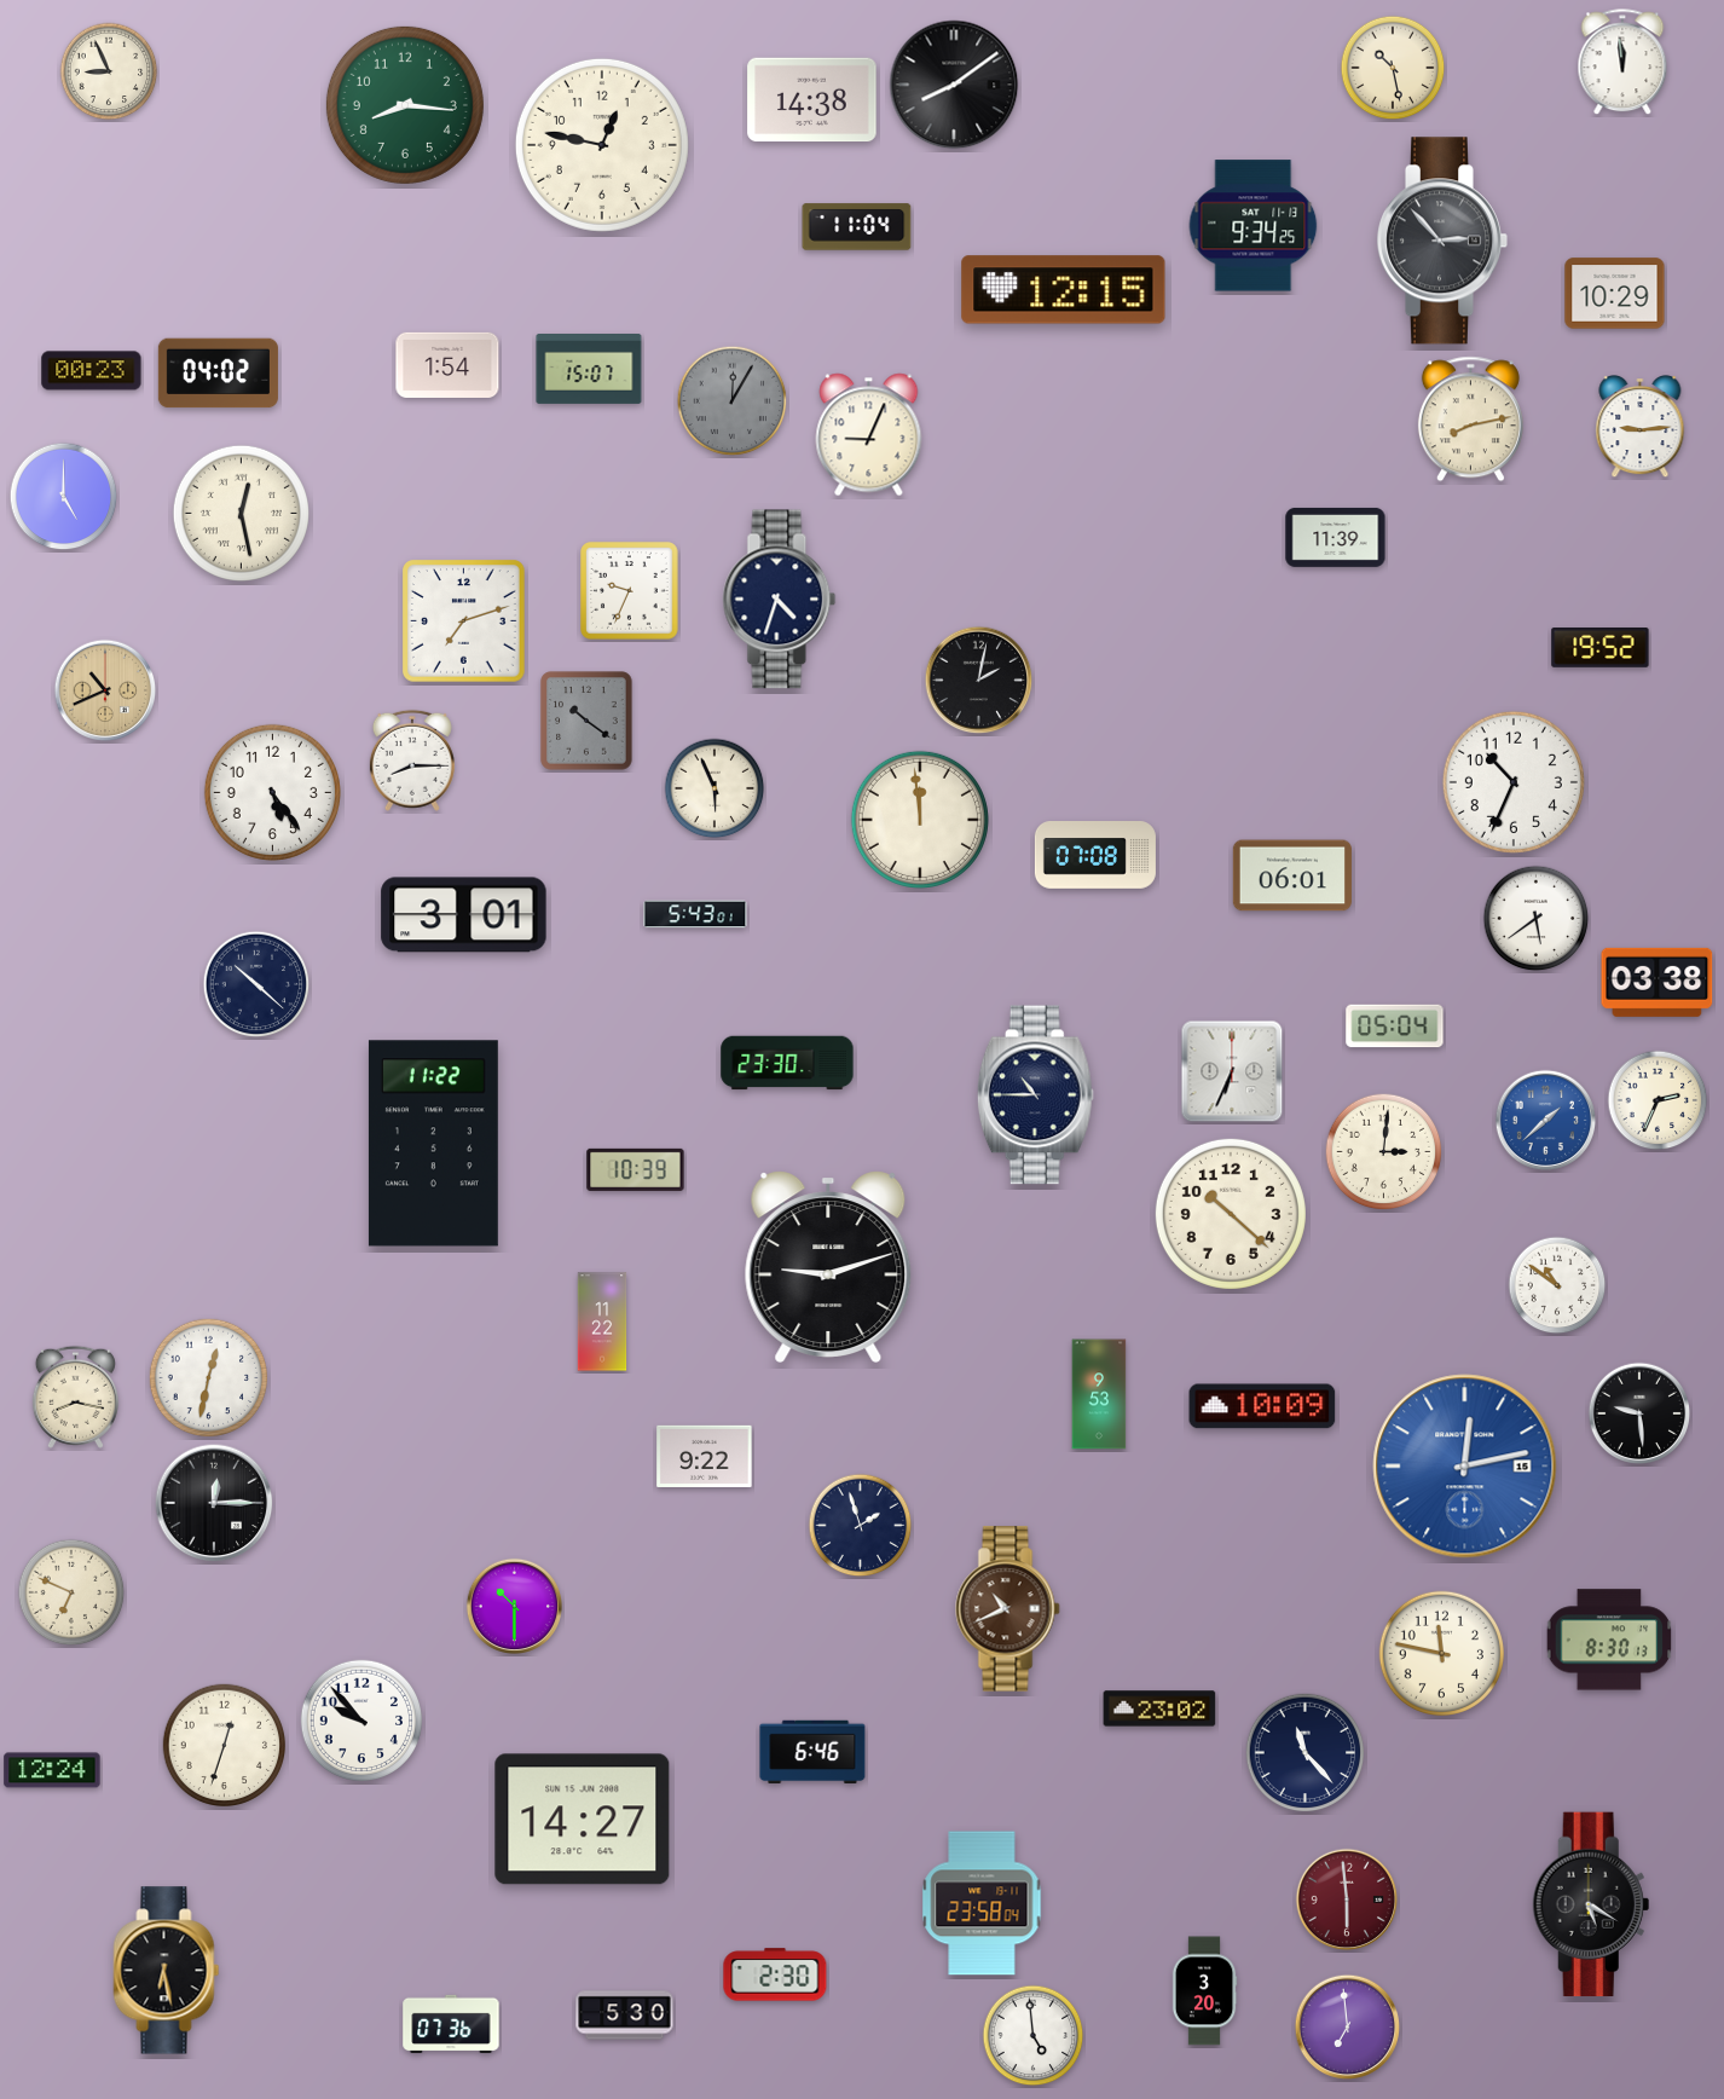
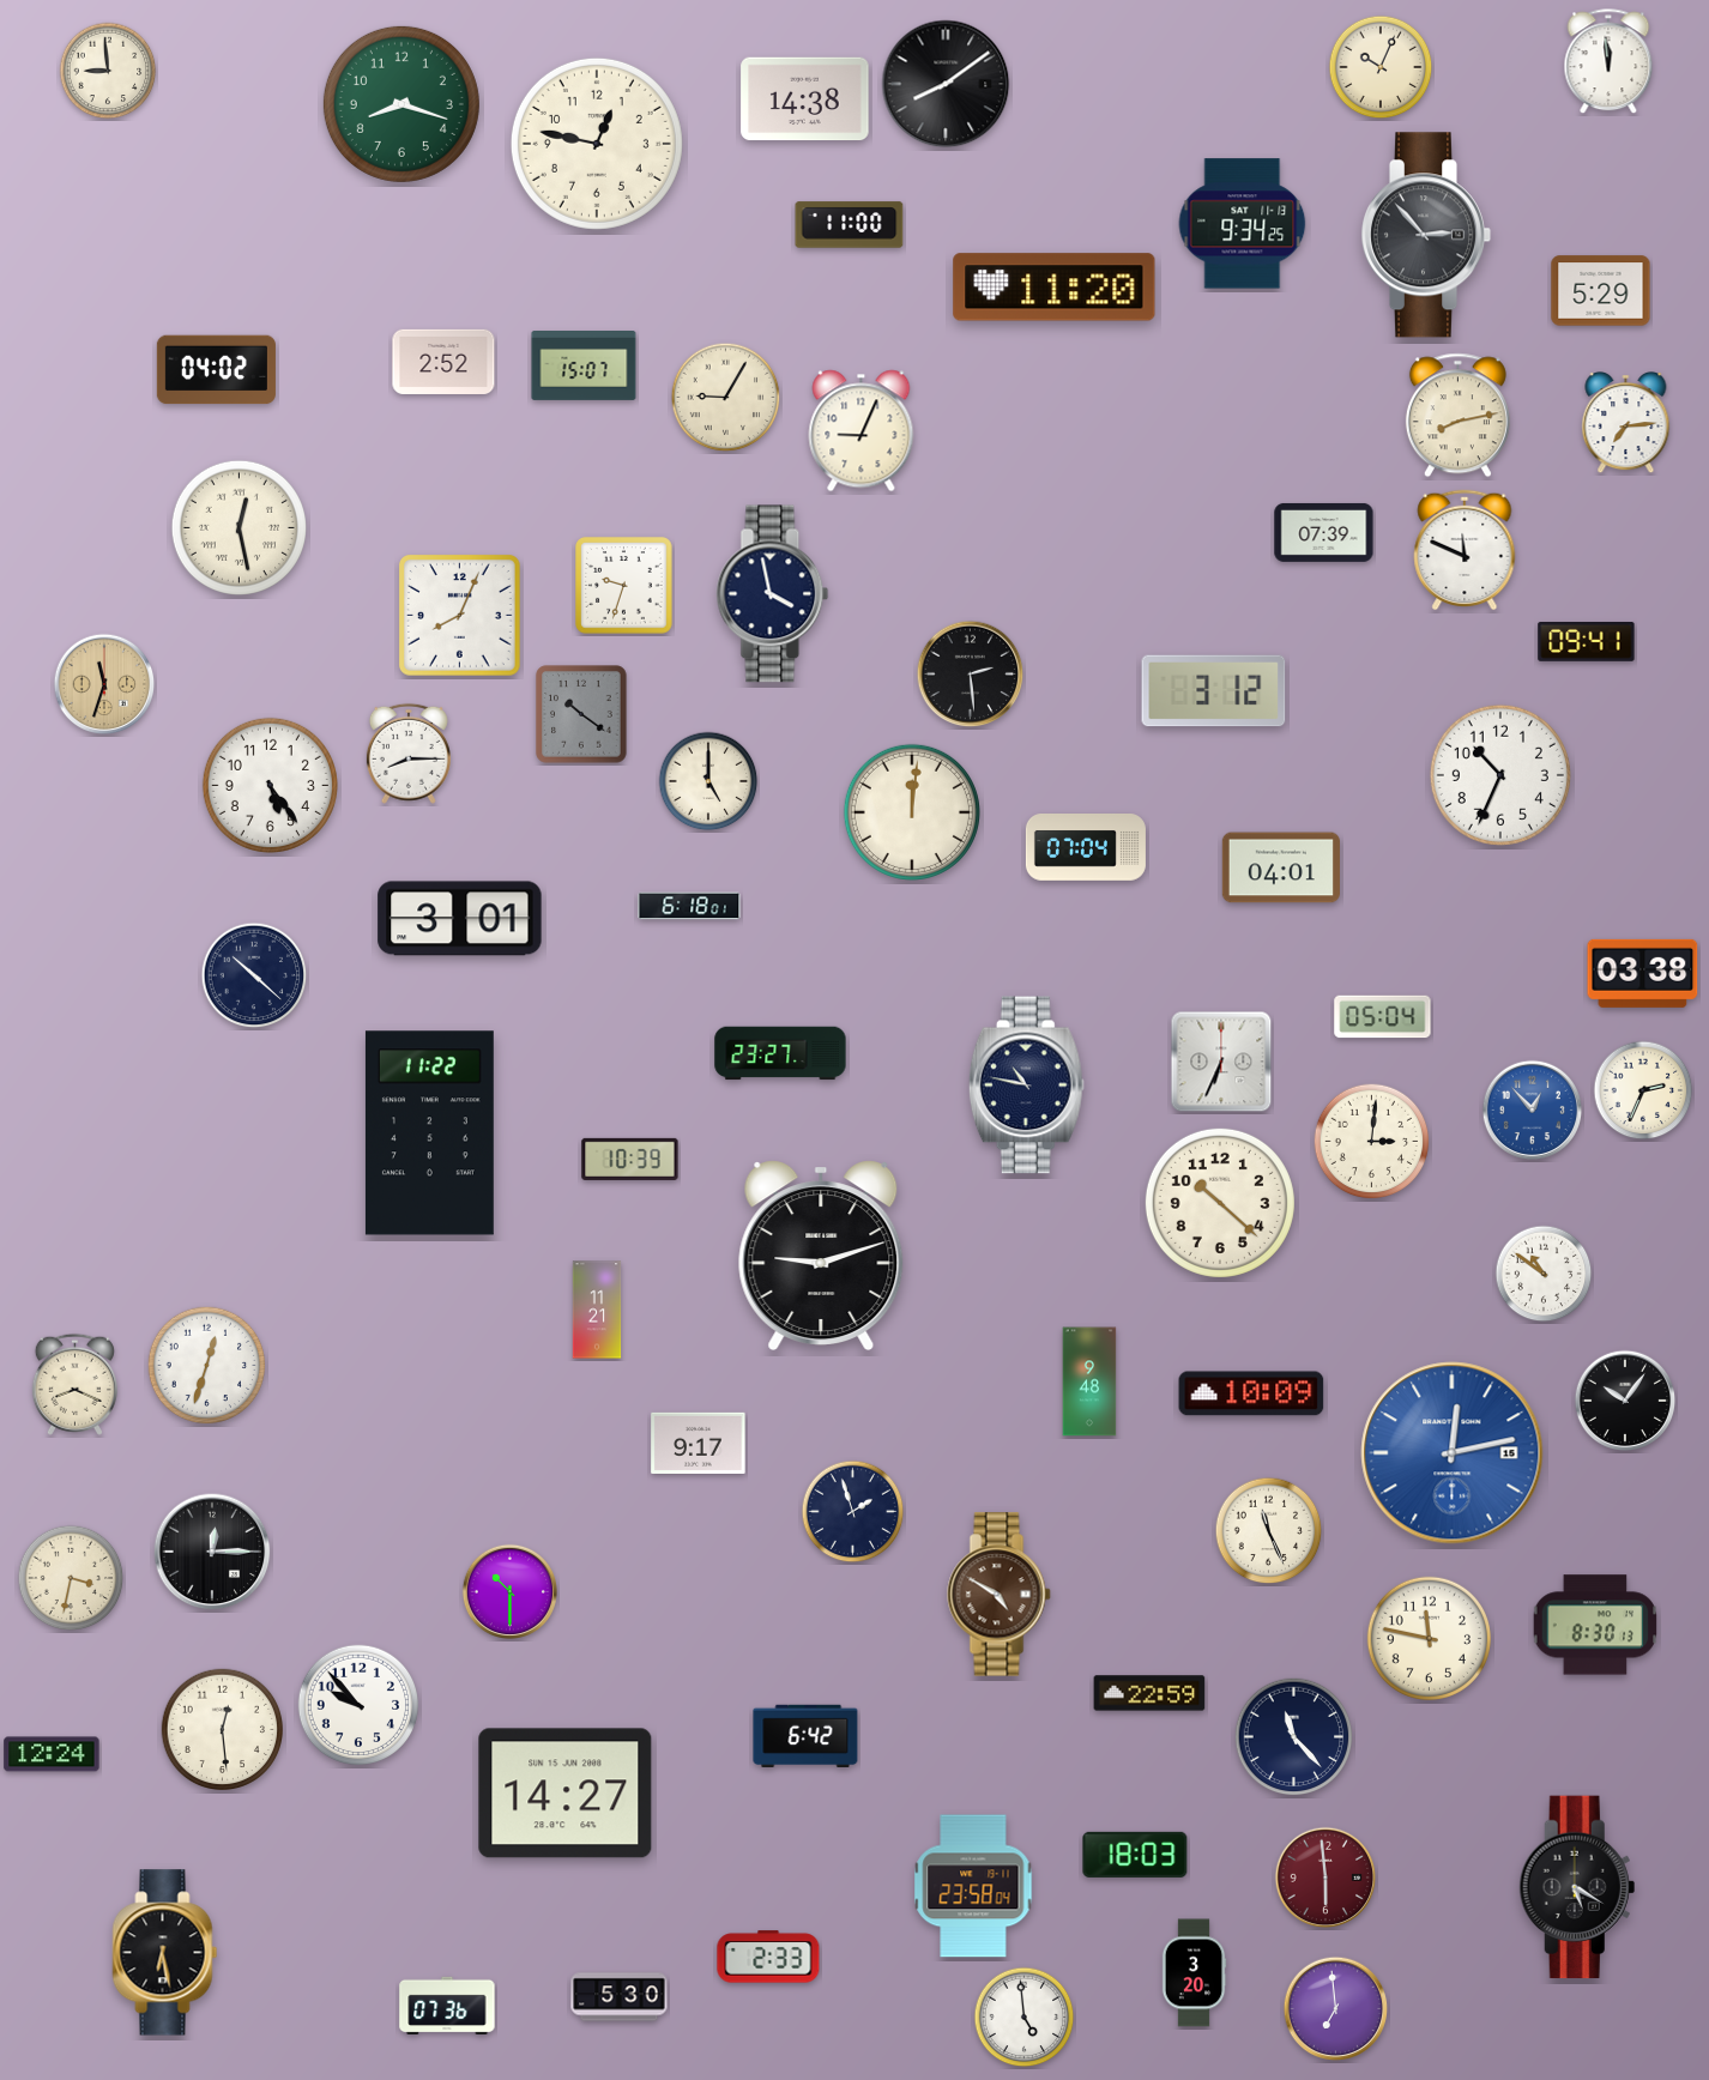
clock at (1393, 68): 10:28 -> 10:04
clock at (109, 71): 8:56 -> 8:59
clock at (405, 105): 8:16 -> 8:18
clock at (857, 227): 11:04 -> 11:00
clock at (1442, 241) position: (1442, 241) -> (1426, 235)
clock at (1064, 290): 12:15 -> 11:20
clock at (1615, 294): 10:29 -> 5:29
clock at (447, 365): 1:54 -> 2:52
clock at (92, 371): 00:23 -> none
clock at (733, 401): 12:05 -> 9:05
clock at (733, 401) dial: grey -> cream
clock at (1641, 428): 9:14 -> 7:14
clock at (64, 497): 5:00 -> none
clock at (241, 513) position: (241, 513) -> (238, 527)
clock at (1336, 537): 11:39 -> 07:39
clock at (1465, 550): none -> 11:49
clock at (630, 591): 9:34 -> 9:33
clock at (780, 600): 4:33 -> 3:58
clock at (464, 621): 7:12 -> 8:04
clock at (1601, 648): 19:52 -> 09:41
clock at (979, 681): 2:02 -> 2:29
clock at (105, 690): 10:41 -> 11:33
clock at (1214, 691): none -> 3:12
clock at (715, 788): 5:56 -> 5:00
clock at (920, 820): 11:59 -> 12:01
clock at (1095, 856): 07:08 -> 07:04
clock at (1292, 875): 06:01 -> 04:01
clock at (695, 914): 5:43 -> 6:18
clock at (464, 915) position: (464, 915) -> (460, 919)
clock at (1537, 919): 5:39 -> none
clock at (787, 1063): 23:30 -> 23:27
clock at (1035, 1095): 10:45 -> 10:47
clock at (1546, 1121): 1:38 -> 12:53
clock at (602, 1322): 11:22 -> 11:21
clock at (209, 1378): 12:32 -> 12:33
clock at (1099, 1394): 9:53 -> 9:48
clock at (75, 1397): 8:17 -> 8:19
clock at (1639, 1413): 9:29 -> 10:06
clock at (705, 1456): 9:22 -> 9:17
clock at (214, 1503) position: (214, 1503) -> (212, 1552)
clock at (1269, 1531): none -> 11:26
clock at (71, 1592): 6:49 -> 3:32
clock at (1008, 1609): 10:41 -> 4:50
clock at (1159, 1708): 23:02 -> 22:59
clock at (224, 1745): 12:33 -> 12:29
clock at (812, 1751): 6:46 -> 6:42
clock at (583, 1820) position: (583, 1820) -> (566, 1794)
clock at (1135, 1855): none -> 18:03
clock at (1347, 1899) position: (1347, 1899) -> (1325, 1878)
clock at (775, 1974): 2:30 -> 2:33
